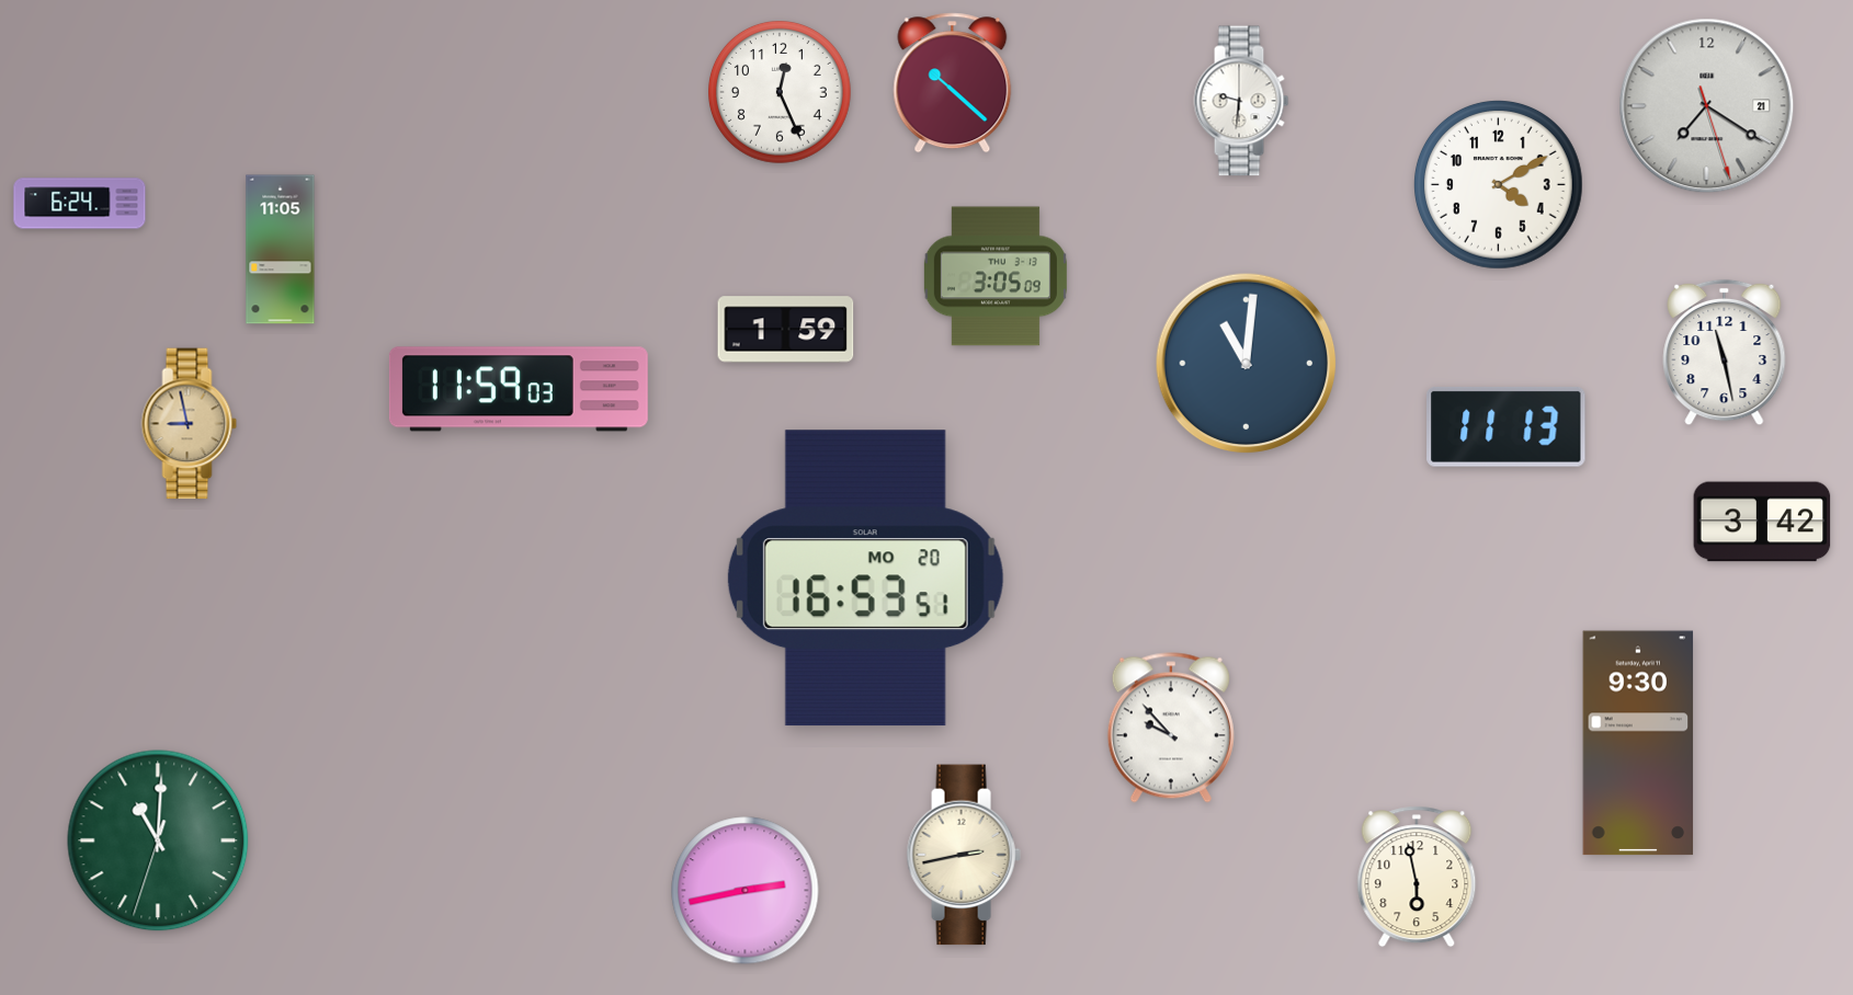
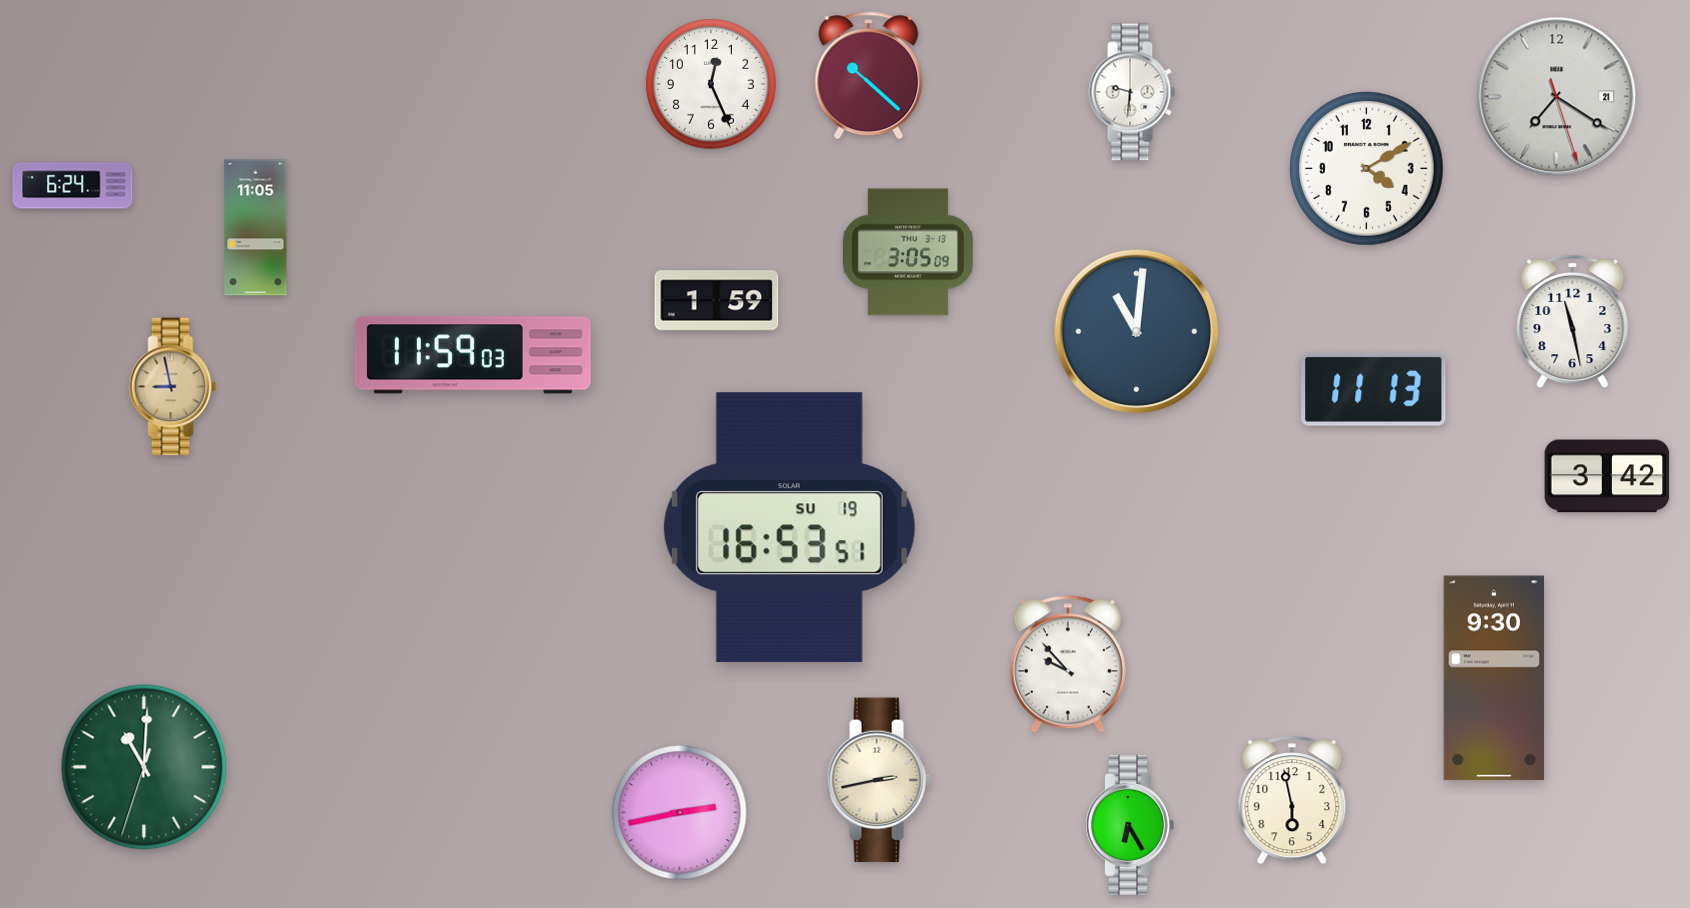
clock at (865, 579) date: MO 20 -> SU 19
clock at (1129, 825): none -> 6:25
